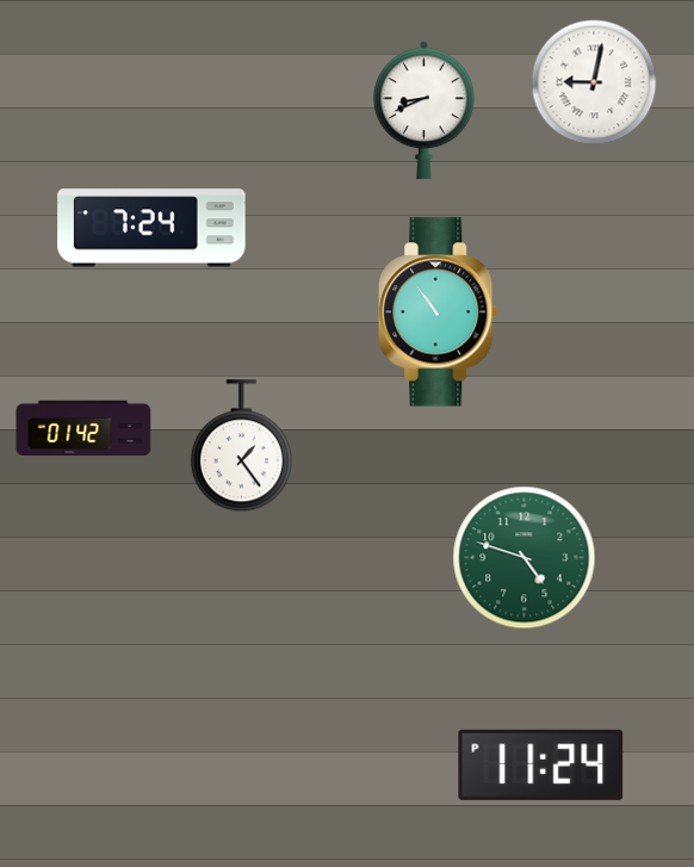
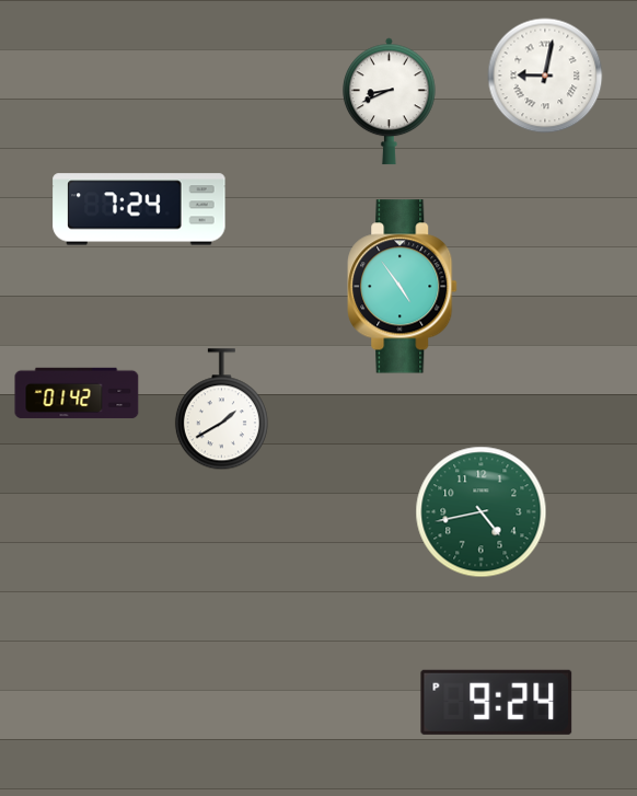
clock at (439, 312): 10:54 -> 4:54
clock at (241, 446): 1:24 -> 1:40
clock at (525, 558): 4:48 -> 4:43
clock at (541, 764): 11:24 -> 9:24
